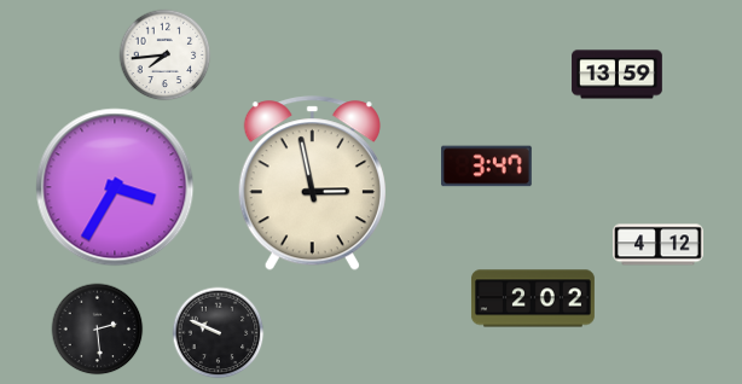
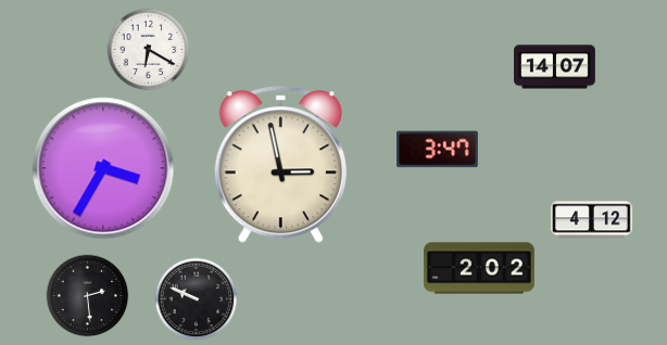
clock at (166, 56): 7:44 -> 6:20
clock at (618, 75): 13:59 -> 14:07
